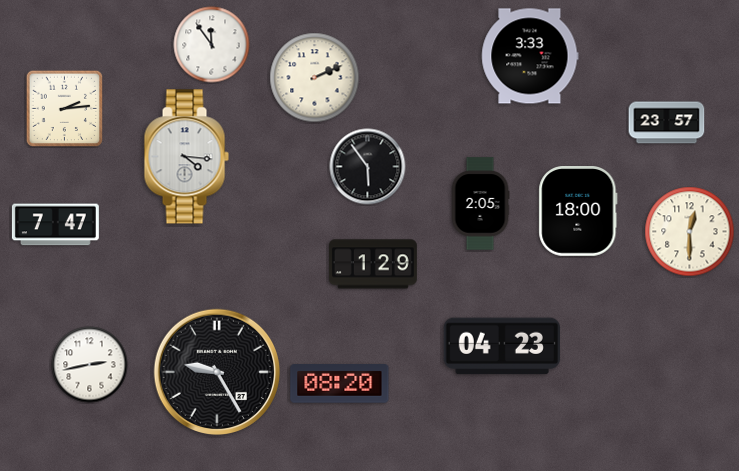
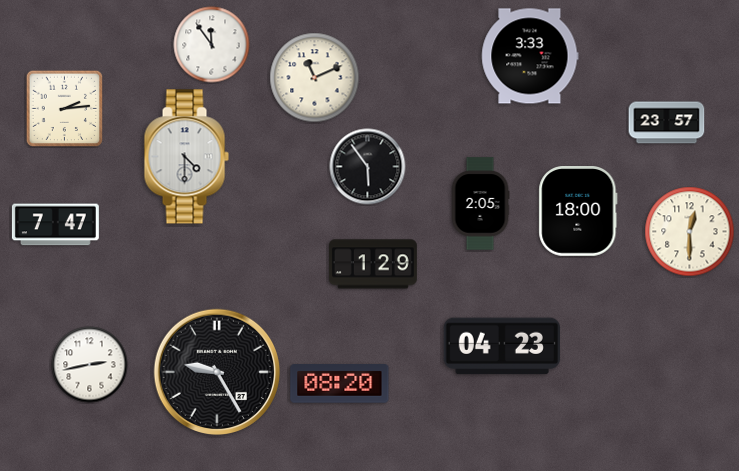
clock at (315, 78): 2:11 -> 11:11
clock at (186, 157): 4:16 -> 4:30
